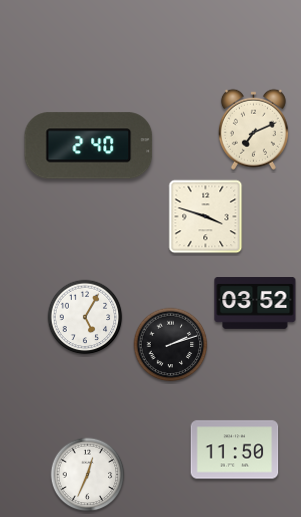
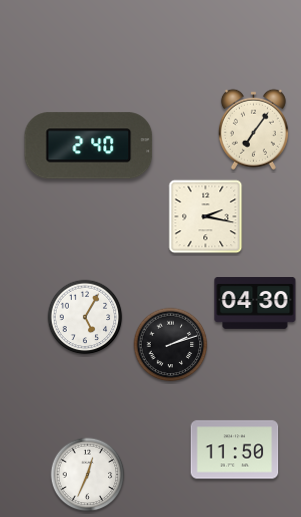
clock at (253, 129): 7:11 -> 7:06
clock at (206, 217): 3:48 -> 2:17
clock at (255, 304): 03:52 -> 04:30
